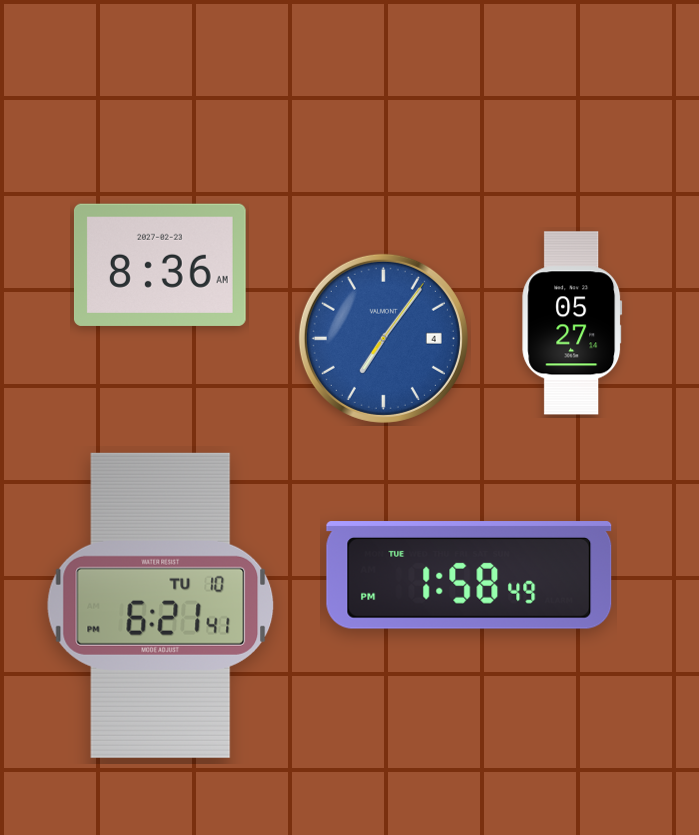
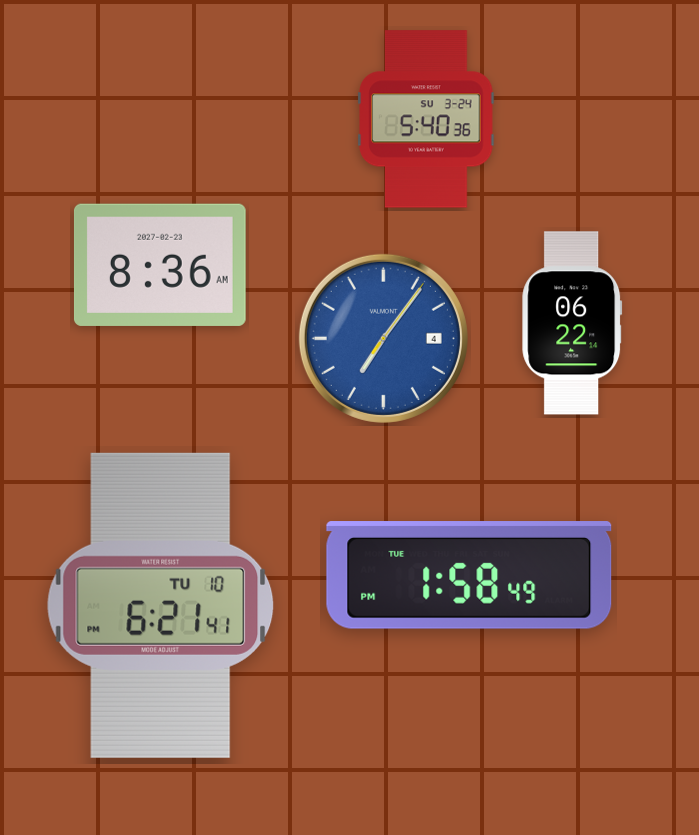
clock at (426, 119): none -> 5:40
clock at (572, 323): 05:27 -> 06:22
